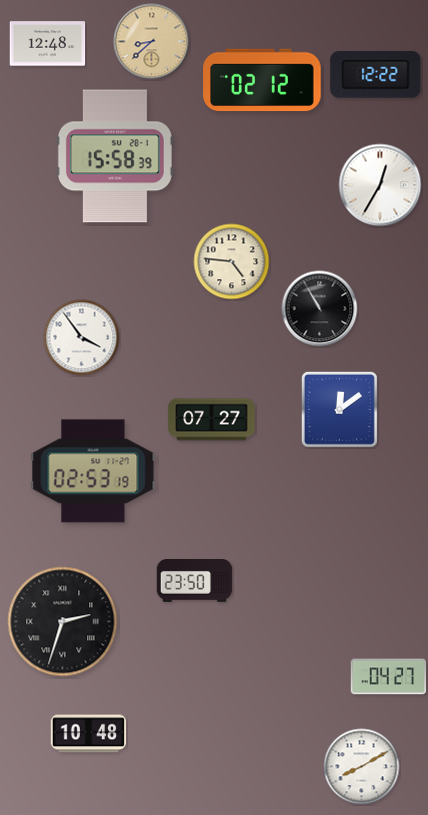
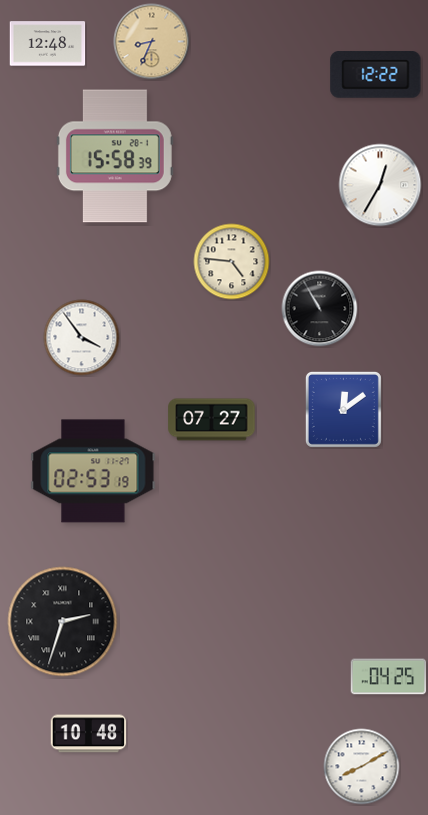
clock at (152, 42): 8:38 -> 8:34
clock at (262, 80): 02:12 -> none
clock at (339, 409) position: (339, 409) -> (343, 409)
clock at (195, 581): 23:50 -> none
clock at (389, 677): 04:27 -> 04:25
